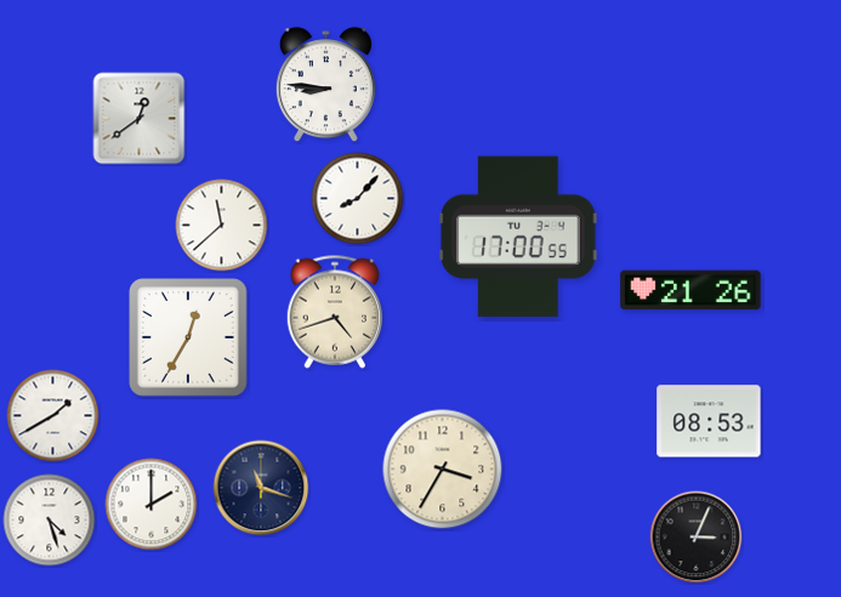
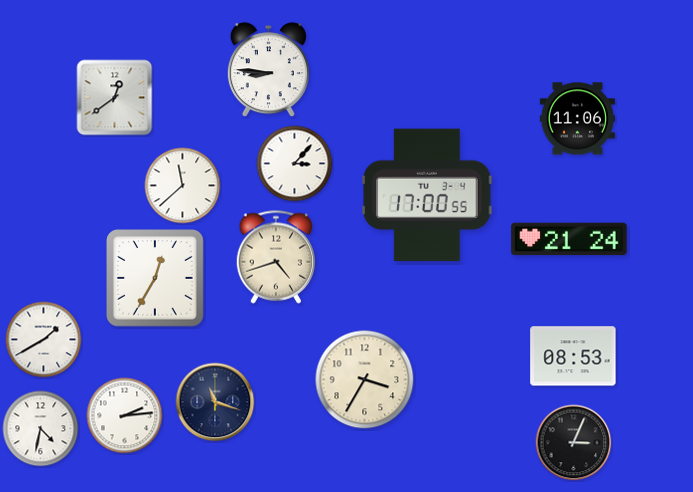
clock at (577, 119): none -> 11:06
clock at (358, 199): 8:07 -> 3:07
clock at (691, 290): 21:26 -> 21:24
clock at (53, 416) position: (53, 416) -> (44, 340)
clock at (709, 421) position: (709, 421) -> (573, 356)
clock at (443, 470) position: (443, 470) -> (365, 380)
clock at (152, 505): 2:00 -> 2:14
clock at (50, 521): 4:27 -> 4:32
